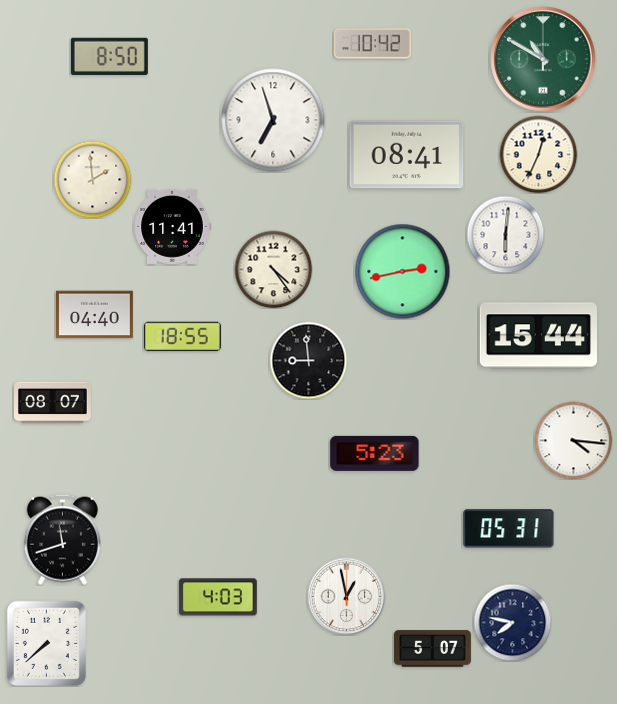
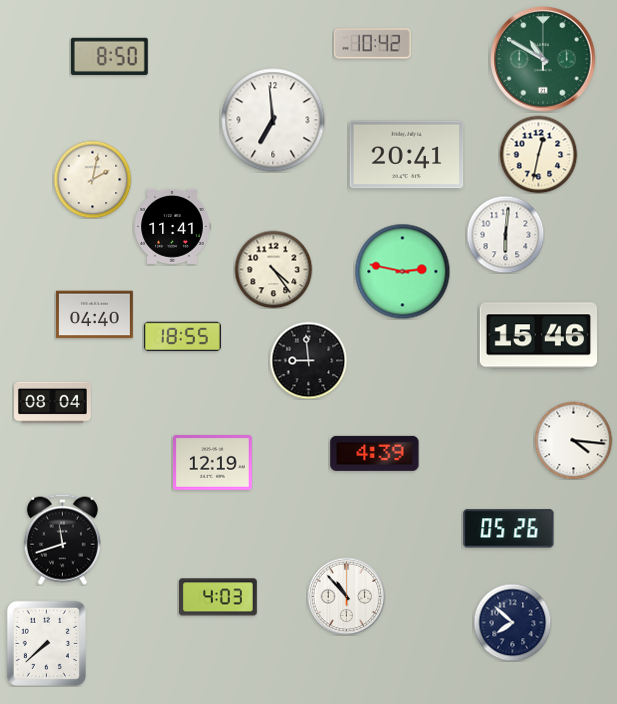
clock at (273, 120): 6:57 -> 6:59
clock at (538, 154): 12:34 -> 12:32
clock at (407, 155): 08:41 -> 20:41
clock at (92, 179): 1:59 -> 2:02
clock at (402, 271): 2:43 -> 2:47
clock at (539, 336): 15:44 -> 15:46
clock at (53, 403): 08:07 -> 08:04
clock at (375, 453): 5:23 -> 4:39
clock at (213, 463): none -> 12:19
clock at (509, 529): 05:31 -> 05:26
clock at (346, 596): 12:58 -> 10:53
clock at (512, 622): 7:47 -> 7:52
clock at (432, 649): 5:07 -> none
